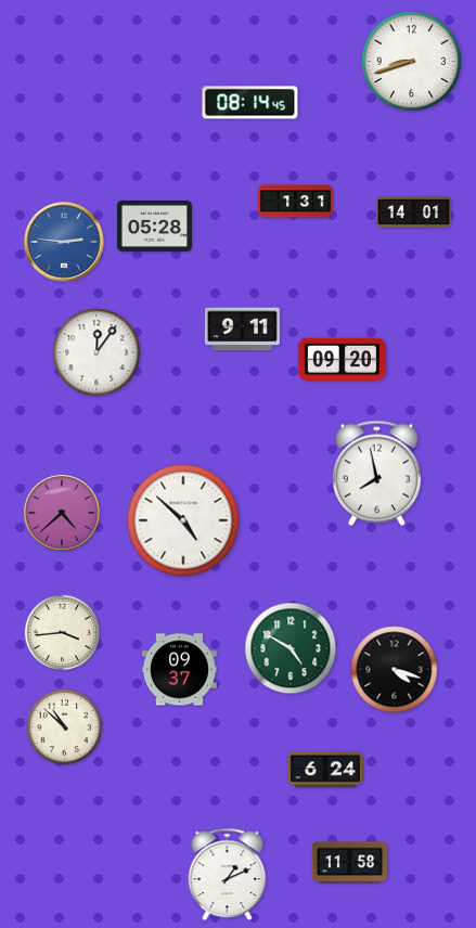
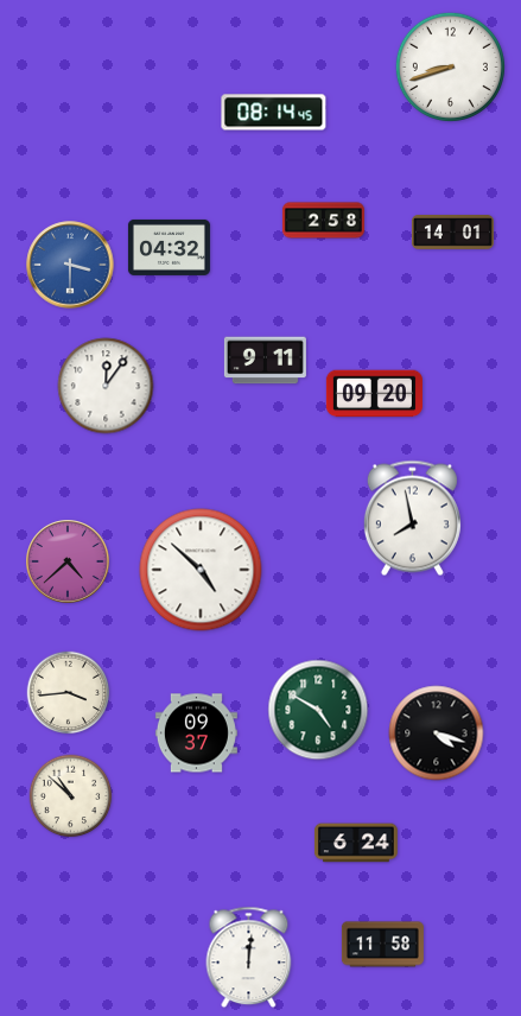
clock at (295, 202): 1:31 -> 2:58
clock at (154, 225): 05:28 -> 04:32
clock at (64, 242): 2:46 -> 3:30
clock at (395, 670) position: (395, 670) -> (437, 734)
clock at (228, 875): 1:11 -> 12:01
